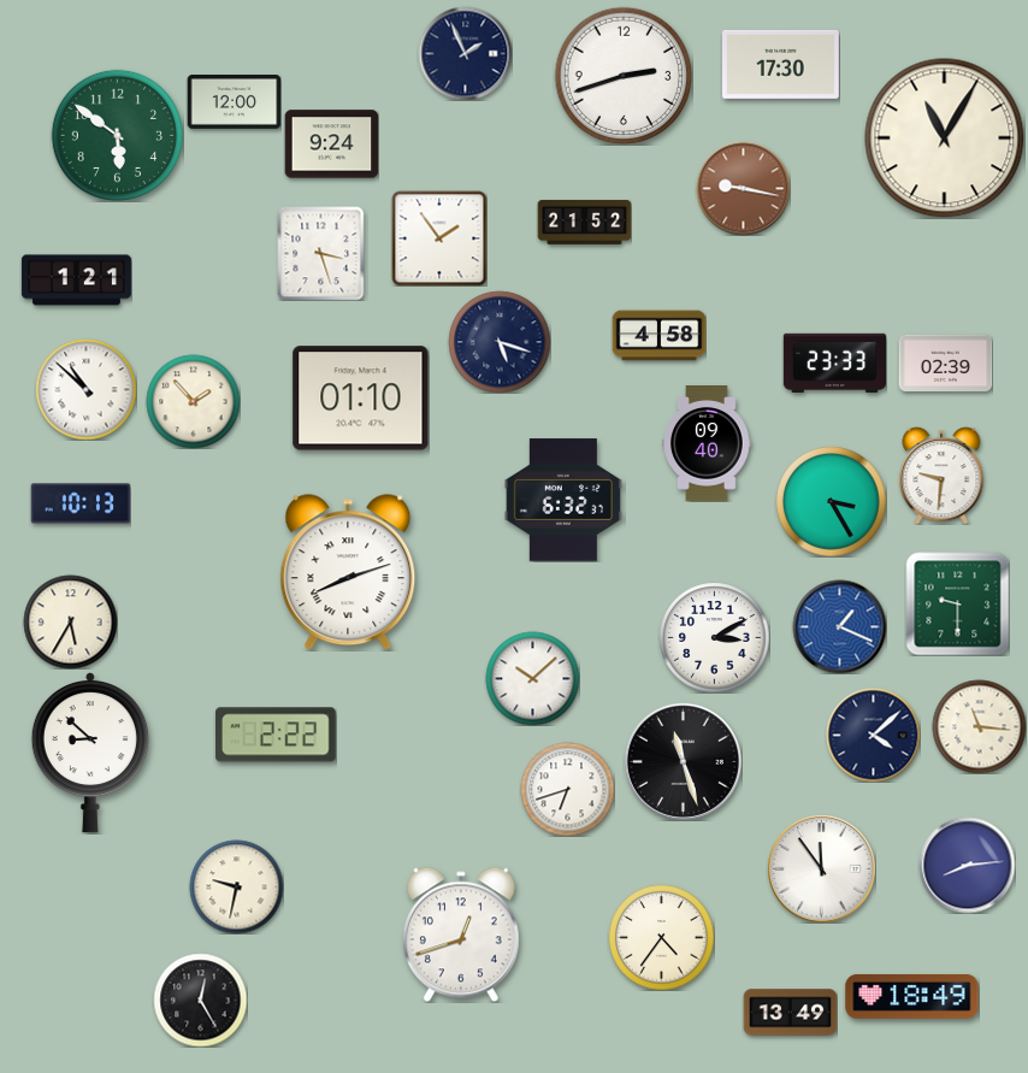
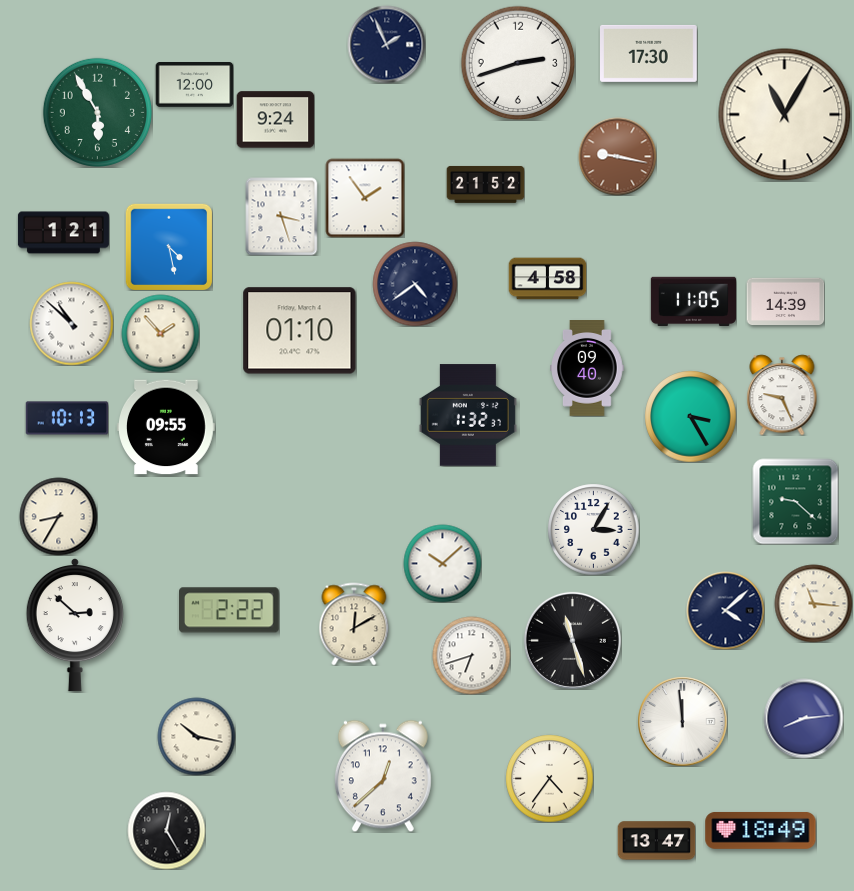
clock at (117, 135): 5:51 -> 5:55
clock at (321, 253) position: (321, 253) -> (282, 216)
clock at (168, 246): none -> 4:28
clock at (500, 342): 5:18 -> 4:39
clock at (834, 362): 23:33 -> 11:05
clock at (945, 364): 02:39 -> 14:39
clock at (941, 476): 9:31 -> 9:26
clock at (563, 500): 6:32 -> 1:32
clock at (167, 427): none -> 09:55
clock at (348, 572): 8:12 -> none
clock at (957, 603): 9:30 -> 9:22
clock at (70, 621): 5:35 -> 8:35
clock at (839, 626): 1:19 -> none
clock at (714, 637): 3:10 -> 3:05
clock at (354, 624): none -> 12:10
clock at (90, 753): 8:52 -> 2:52
clock at (683, 761) position: (683, 761) -> (572, 640)
clock at (821, 868): 11:54 -> 11:59
clock at (236, 886): 9:32 -> 10:17
clock at (461, 935): 12:42 -> 12:38
clock at (912, 996) position: (912, 996) -> (761, 830)
clock at (790, 1013): 13:49 -> 13:47
